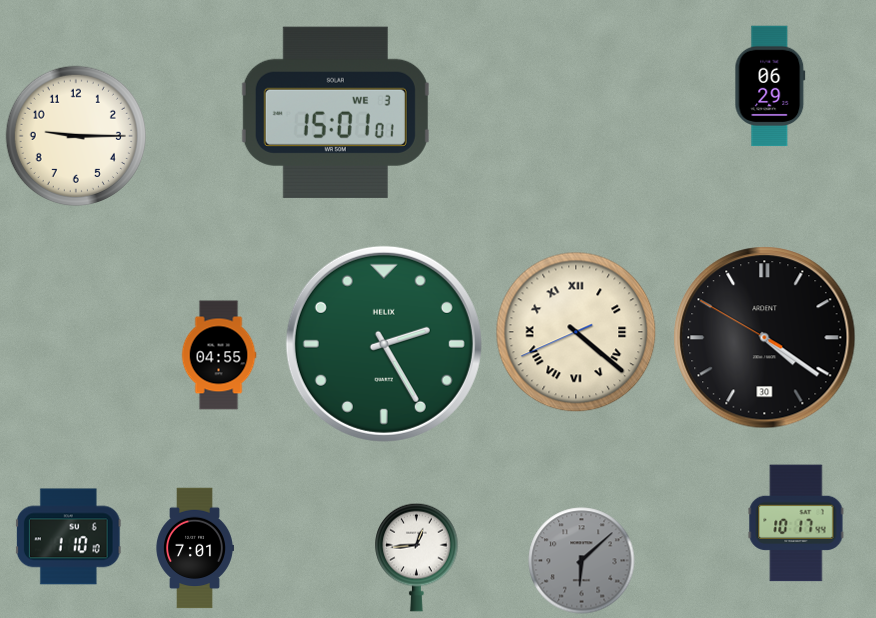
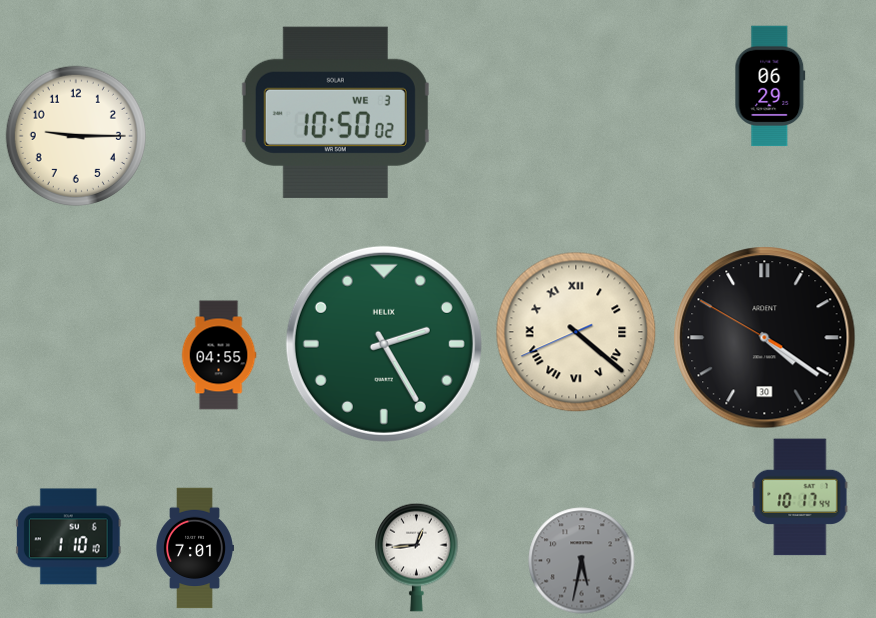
clock at (335, 112): 15:01 -> 10:50
clock at (796, 523) position: (796, 523) -> (800, 497)
clock at (582, 561): 6:08 -> 5:32
